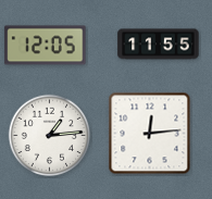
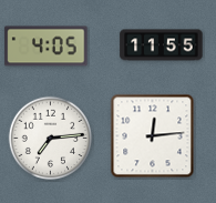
clock at (46, 46): 12:05 -> 4:05
clock at (50, 136): 1:14 -> 7:14
